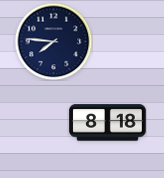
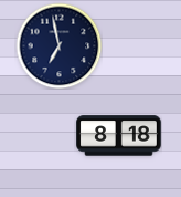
clock at (53, 41): 7:46 -> 6:58
